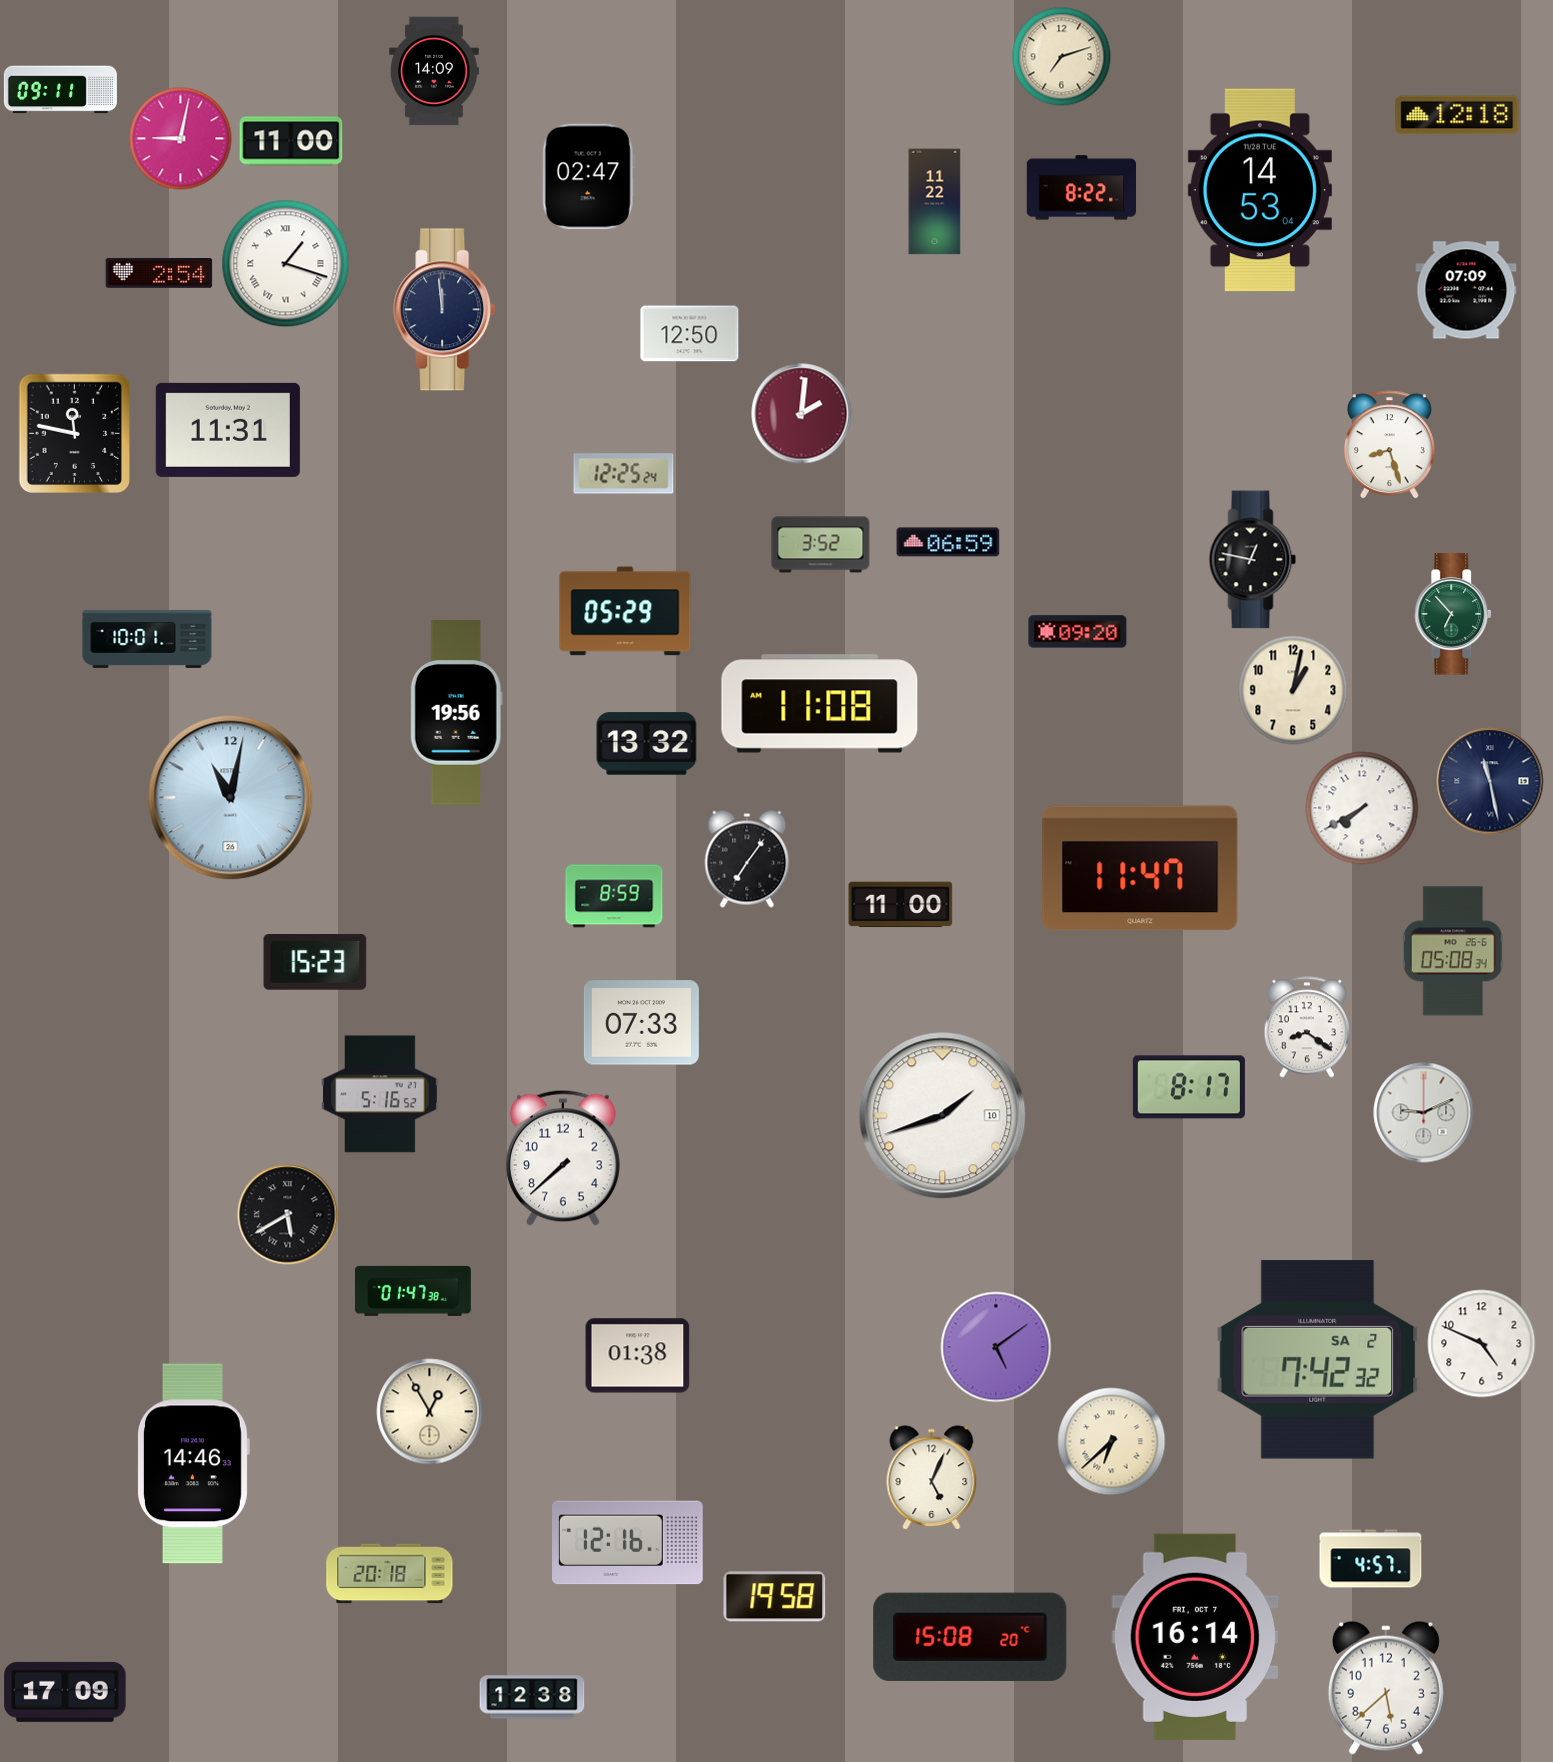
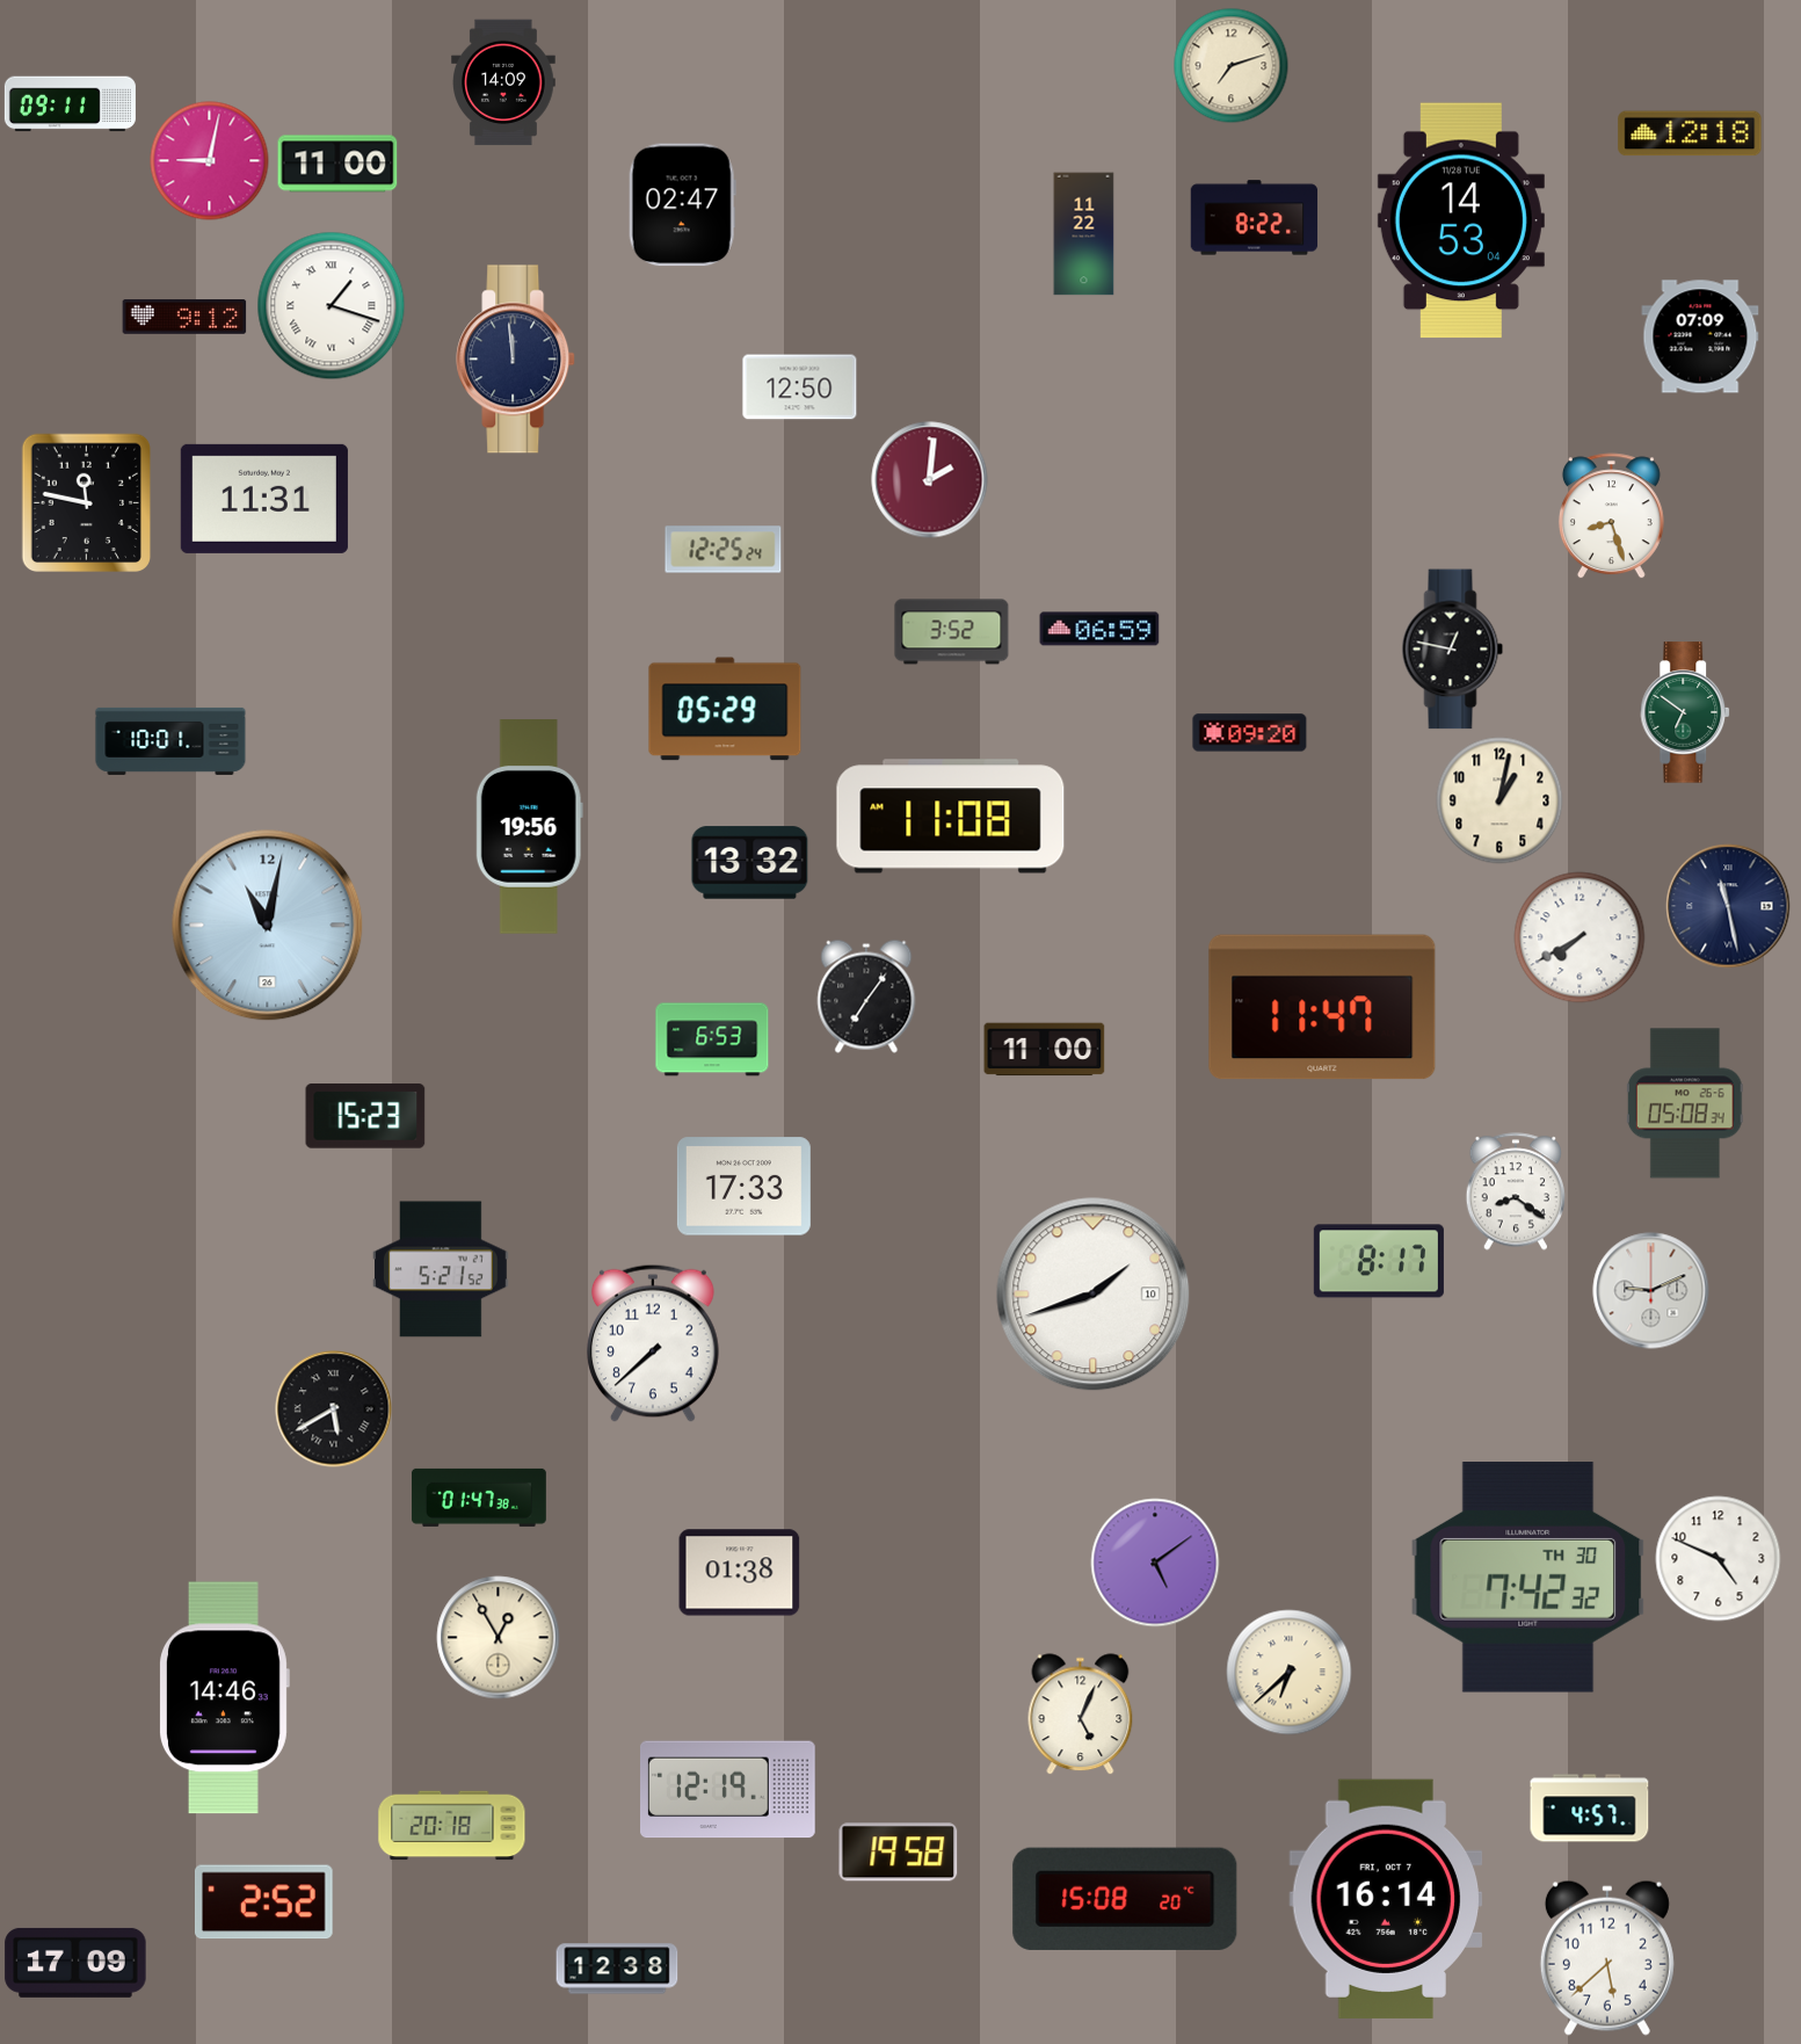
clock at (159, 274): 2:54 -> 9:12
clock at (1454, 614): 6:53 -> 6:51
clock at (614, 896): 8:59 -> 6:53
clock at (641, 1023): 07:33 -> 17:33
clock at (381, 1094): 5:16 -> 5:21
clock at (1318, 1360) date: SA 2 -> TH 30
clock at (628, 1543): 12:16 -> 12:19
clock at (263, 1902): none -> 2:52
